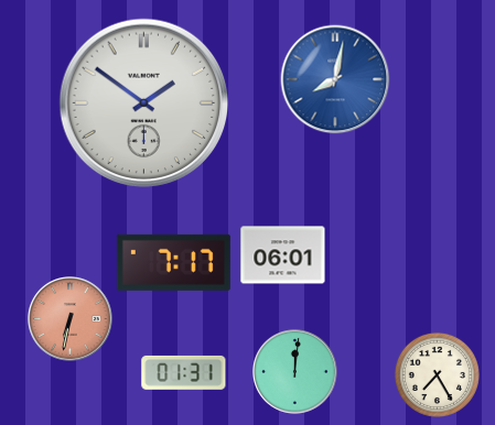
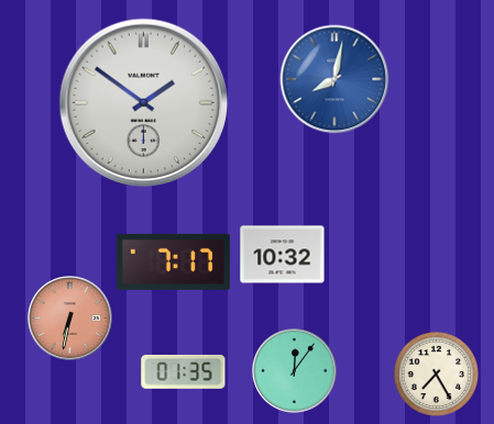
clock at (283, 255): 06:01 -> 10:32
clock at (184, 372): 01:31 -> 01:35
clock at (295, 372): 12:01 -> 12:06
